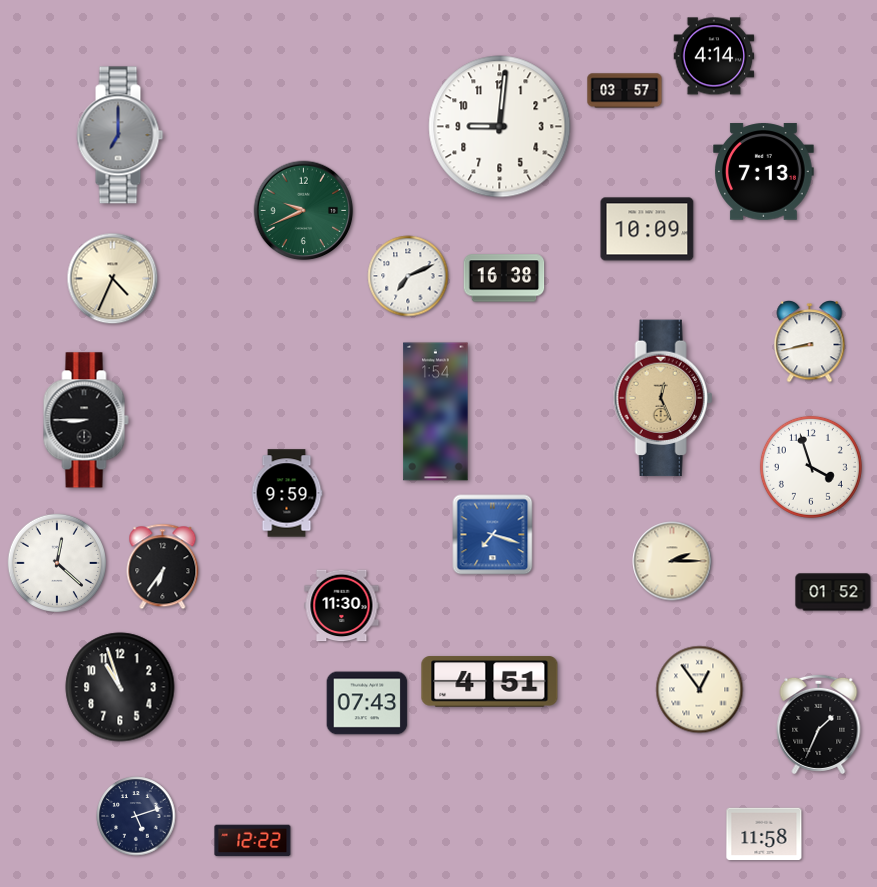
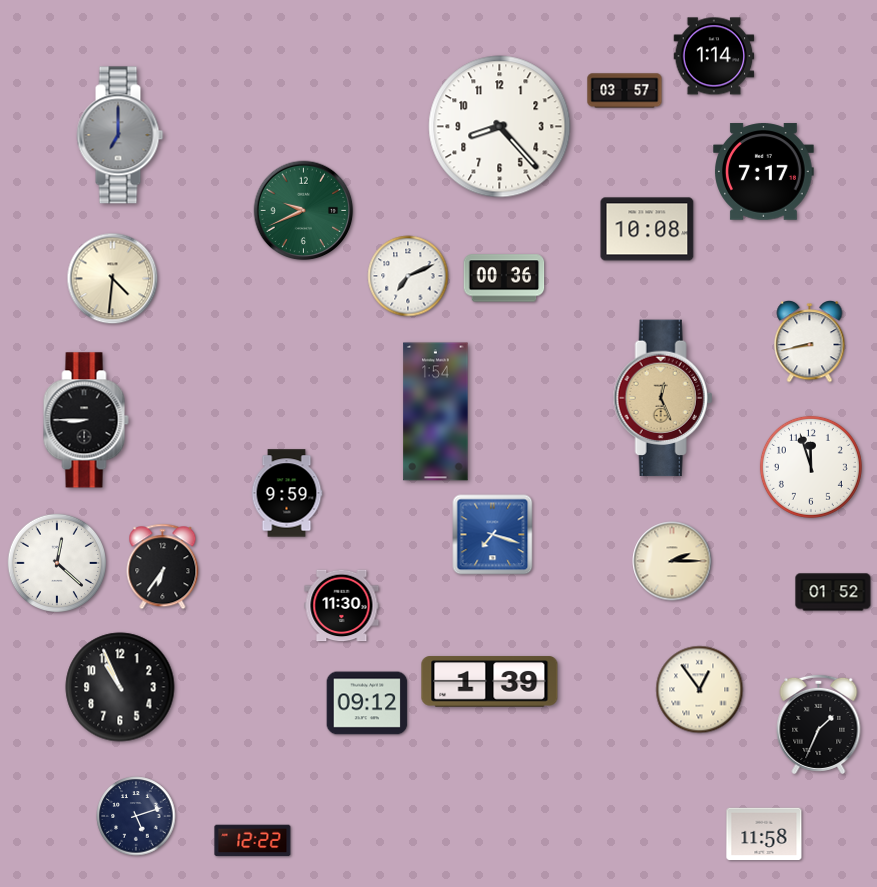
clock at (714, 56): 4:14 -> 1:14
clock at (500, 127): 9:01 -> 8:23
clock at (764, 172): 7:13 -> 7:17
clock at (647, 229): 10:09 -> 10:08
clock at (504, 278): 16:38 -> 00:36
clock at (113, 279): 4:34 -> 4:31
clock at (811, 467): 3:57 -> 11:57
clock at (490, 682): 4:51 -> 1:39
clock at (120, 687): 10:57 -> 10:56
clock at (367, 703): 07:43 -> 09:12
